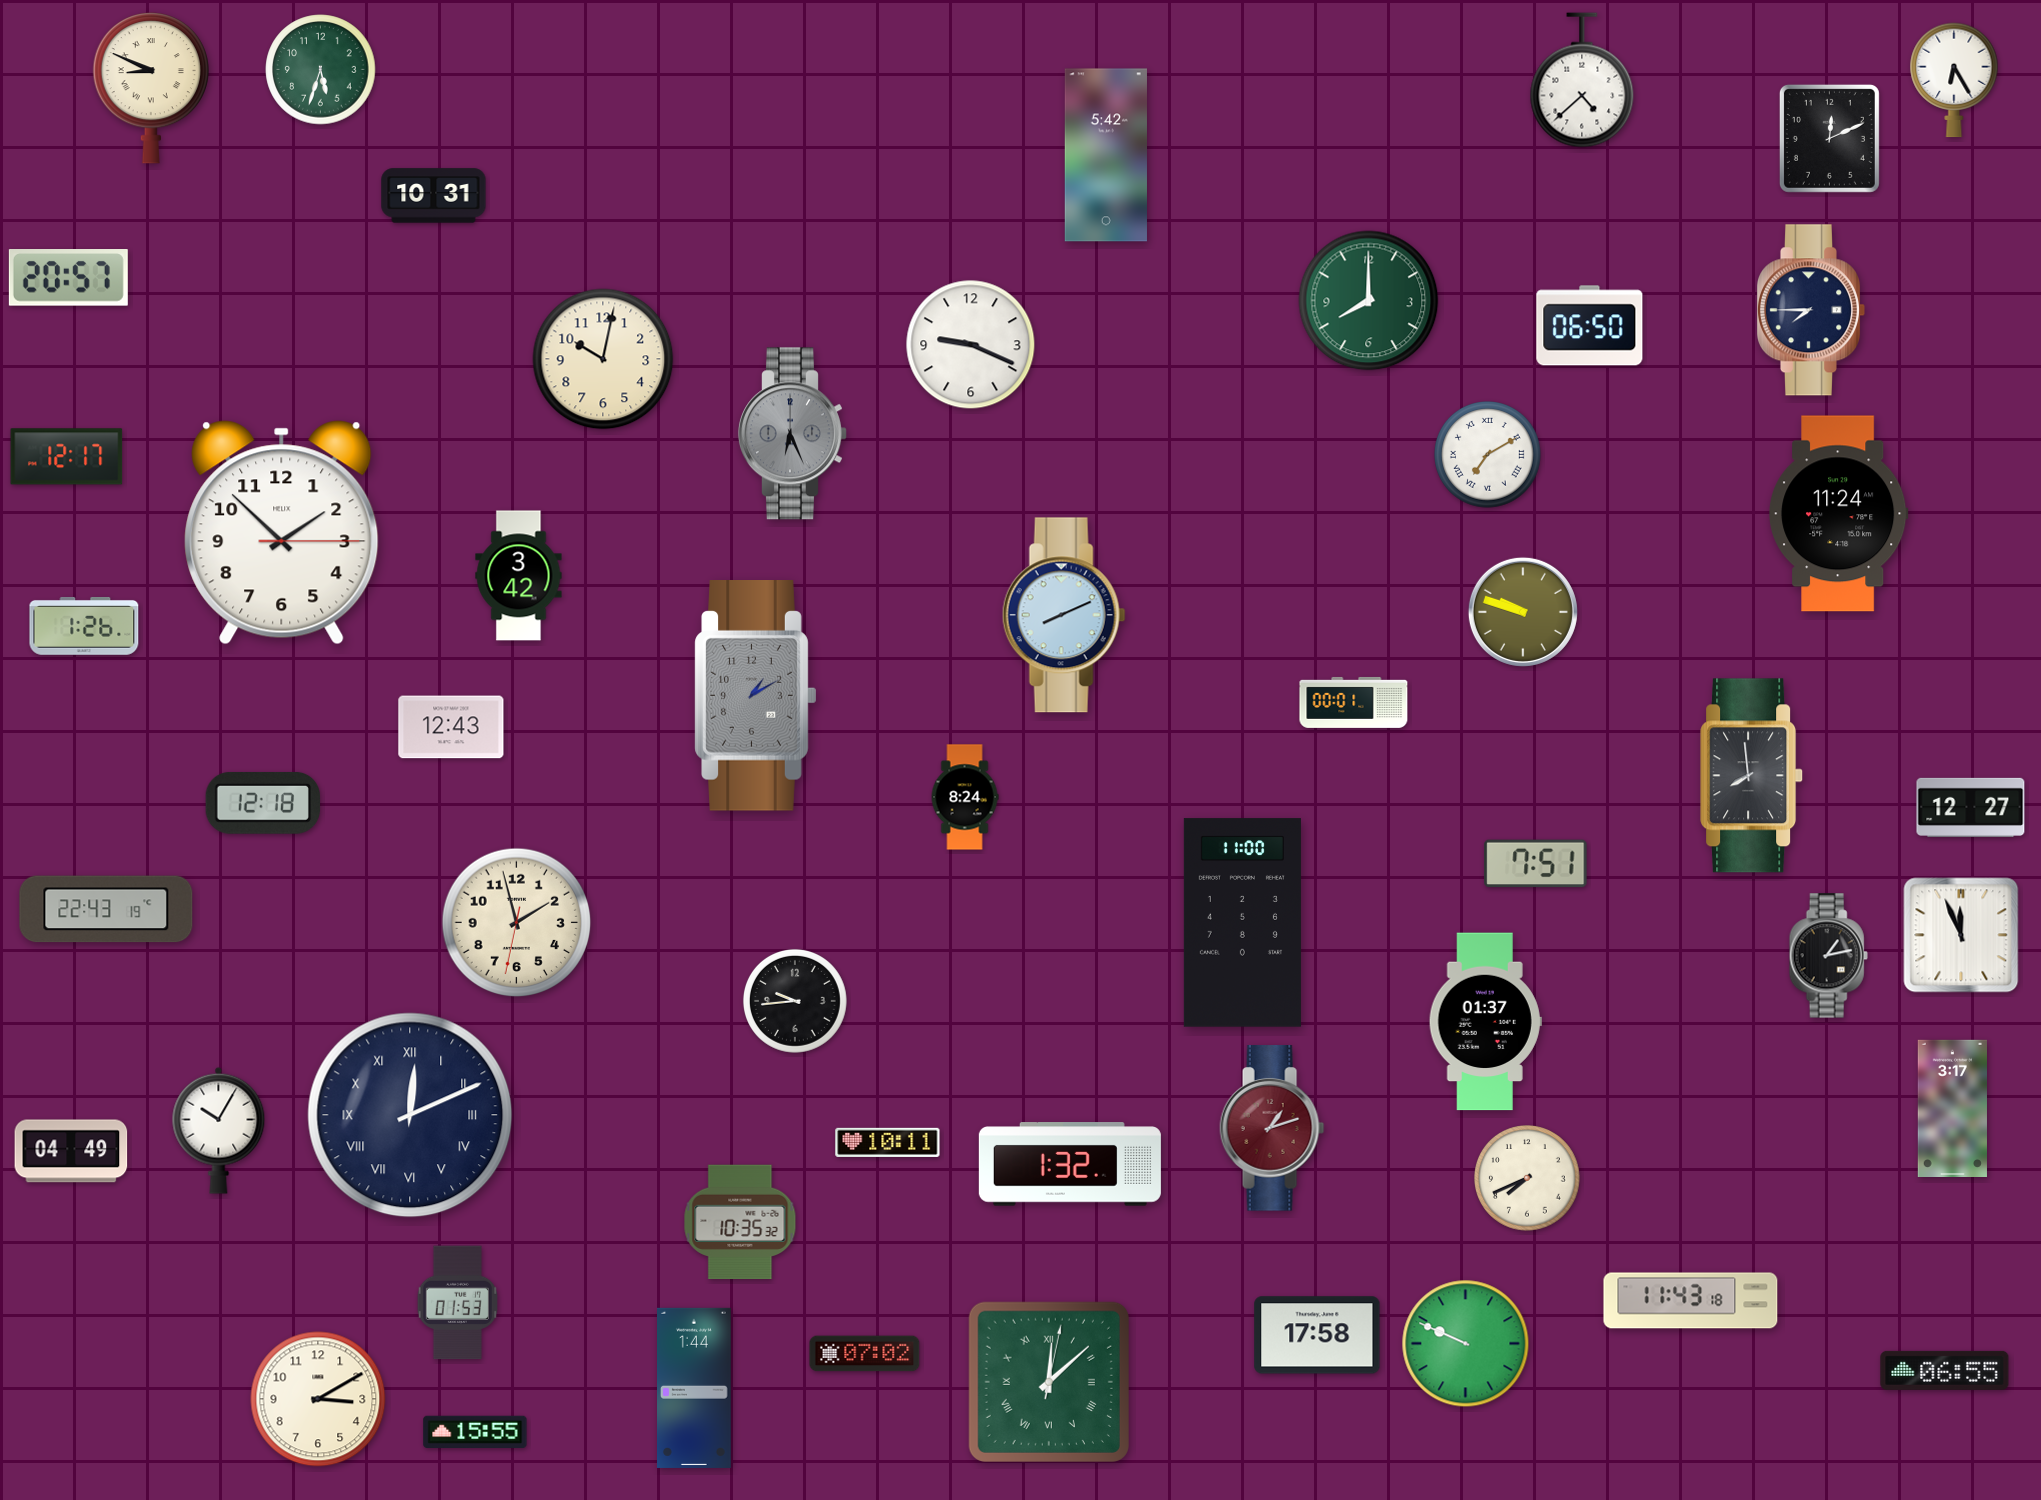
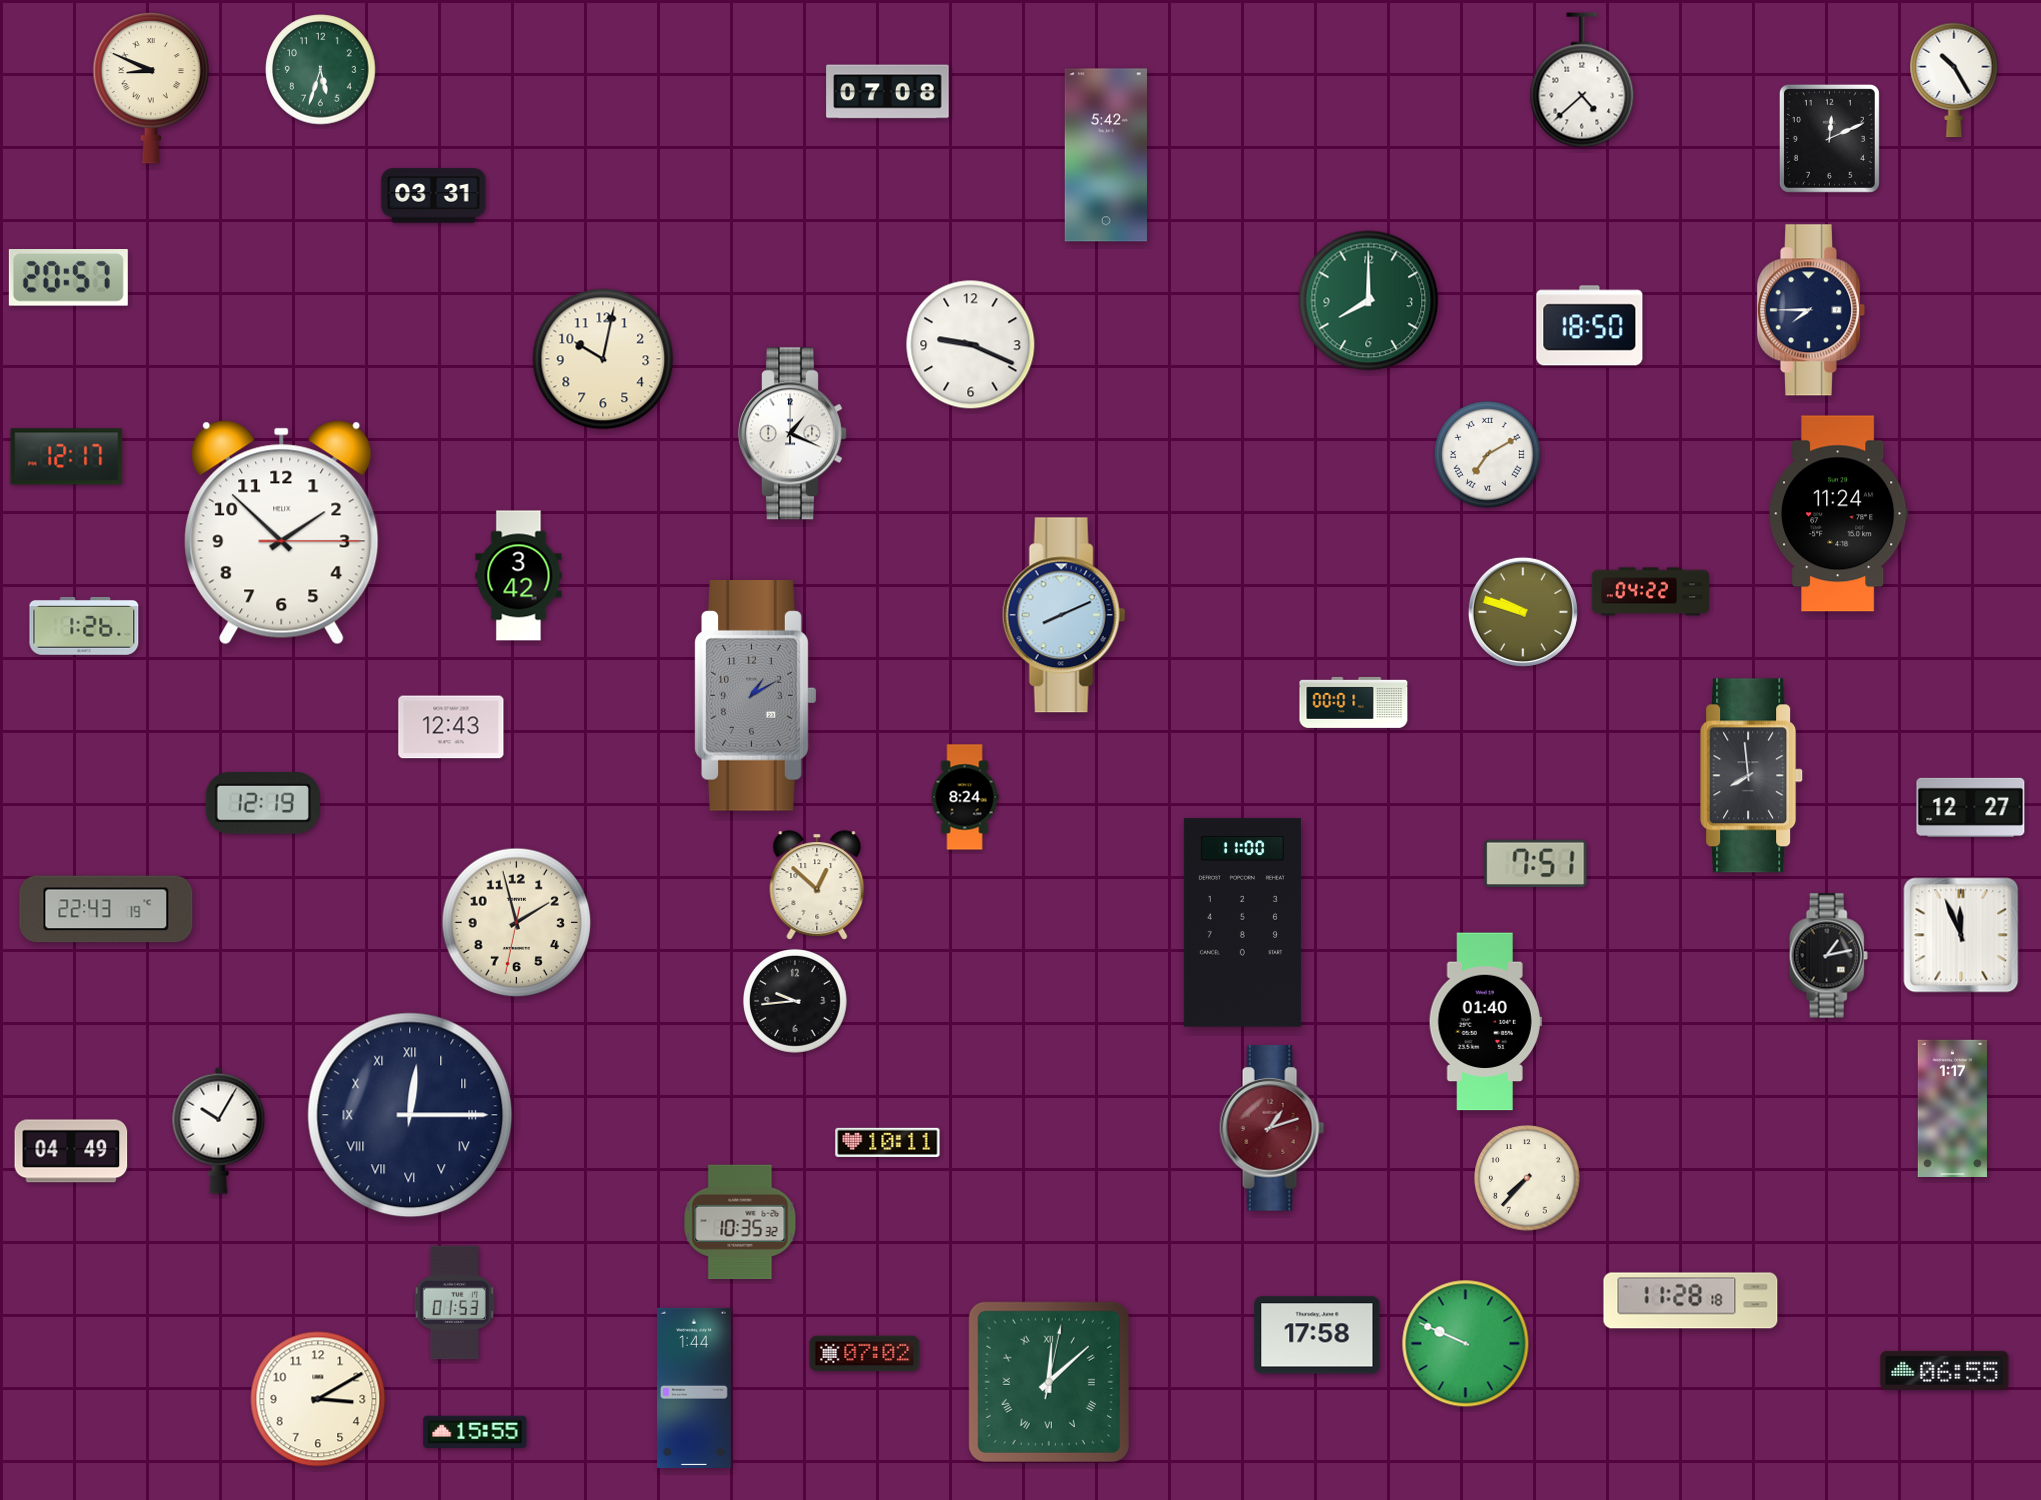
clock at (1954, 80): 6:25 -> 10:25
clock at (888, 92): none -> 07:08
clock at (434, 196): 10:31 -> 03:31
clock at (1590, 326): 06:50 -> 18:50
clock at (792, 434): 6:26 -> 1:19
clock at (792, 434) dial: grey -> white
clock at (1650, 592): none -> 04:22
clock at (262, 803): 12:18 -> 12:19
clock at (817, 885): none -> 12:52
clock at (1485, 1022): 01:37 -> 01:40
clock at (1952, 1108): 3:17 -> 1:17
clock at (410, 1115): 12:11 -> 12:15
clock at (1070, 1164): 1:32 -> none
clock at (1528, 1179): 7:41 -> 7:37
clock at (1691, 1301): 11:43 -> 11:28
clock at (457, 1303) position: (457, 1303) -> (454, 1303)
